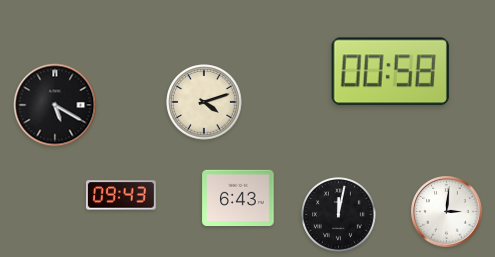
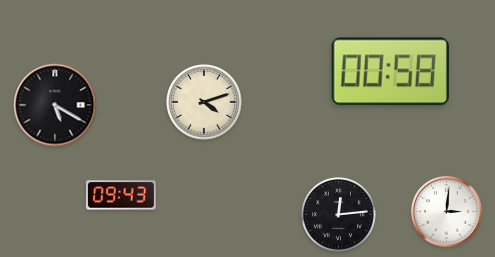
clock at (238, 197): 6:43 -> none
clock at (339, 215): 12:02 -> 12:14
